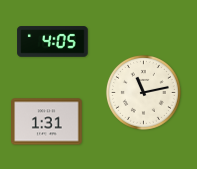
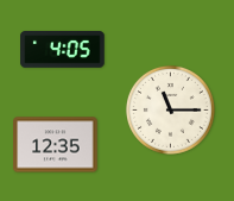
clock at (143, 92): 11:13 -> 11:15
clock at (47, 122): 1:31 -> 12:35
